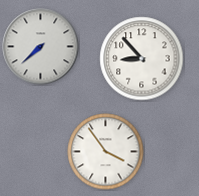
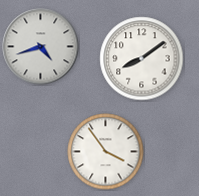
clock at (41, 47): 7:38 -> 4:42
clock at (142, 59): 8:53 -> 8:09
